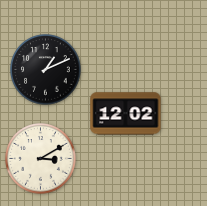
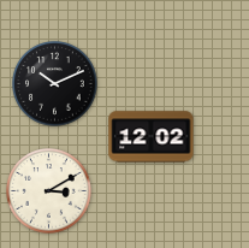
clock at (46, 70): 1:11 -> 10:11
